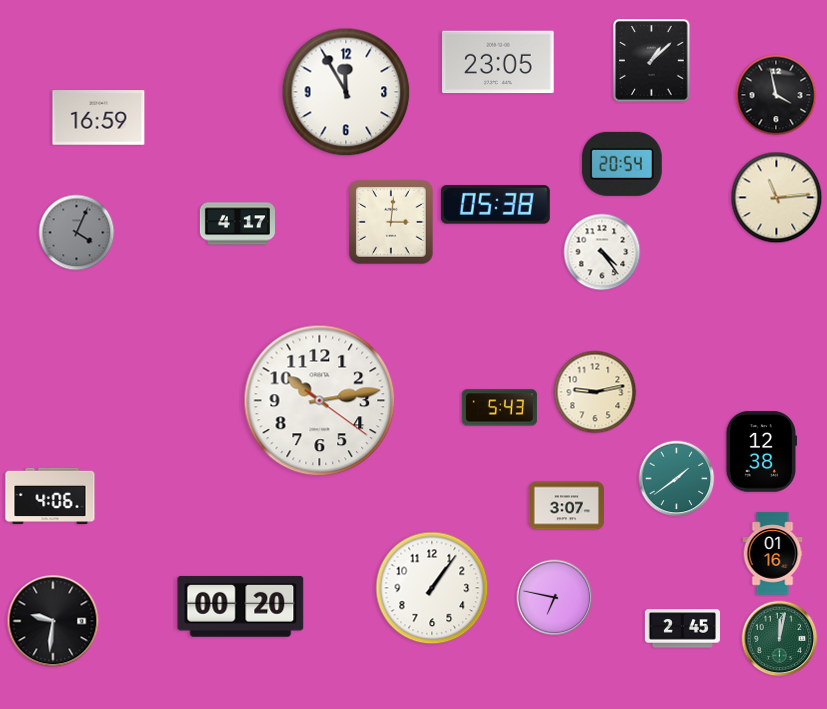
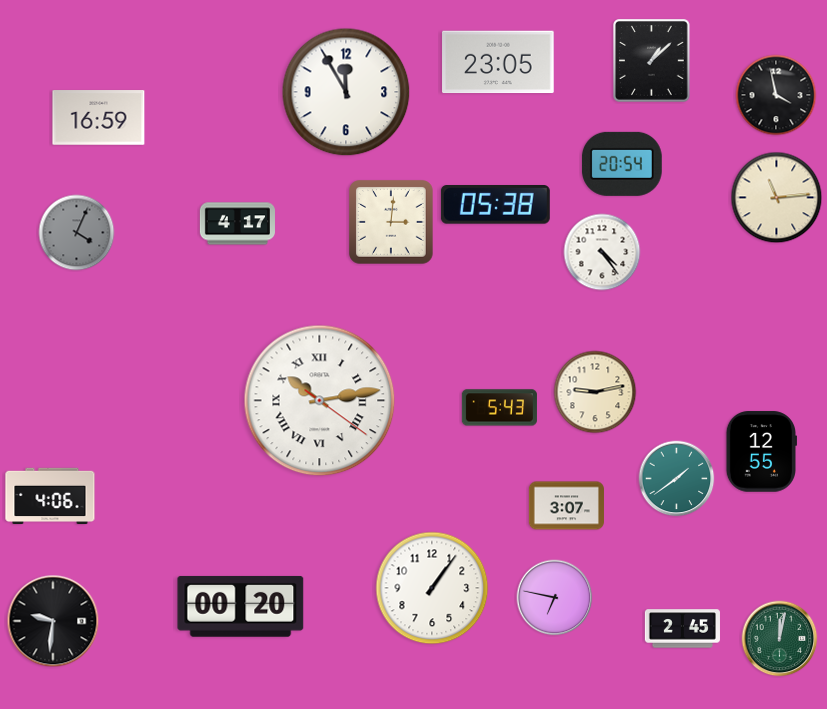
clock at (320, 401) numerals: Arabic -> Roman
clock at (761, 452): 12:38 -> 12:55
clock at (773, 554): 01:16 -> none
